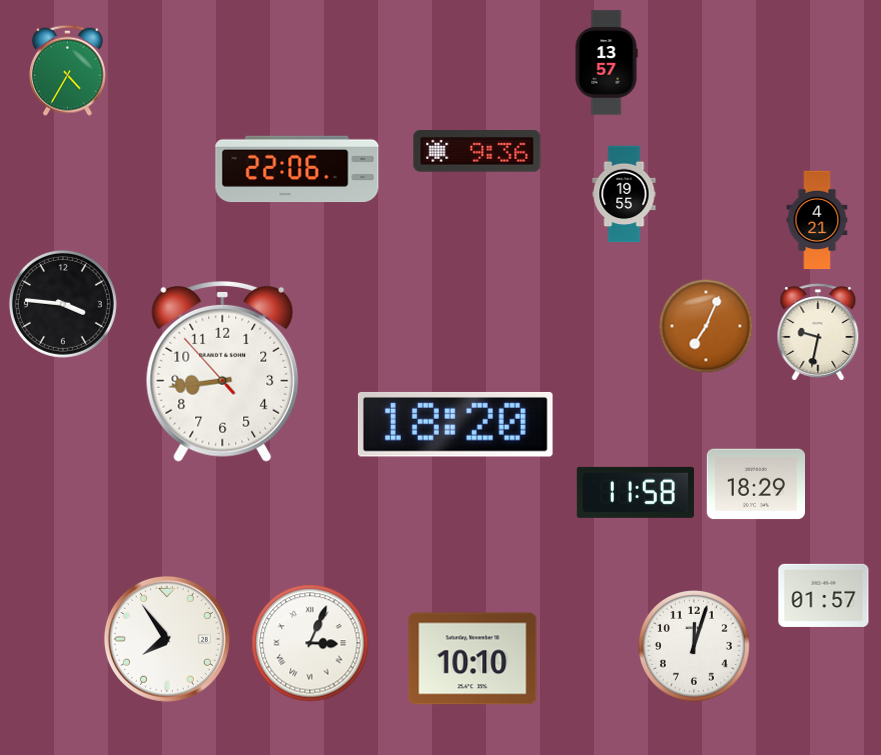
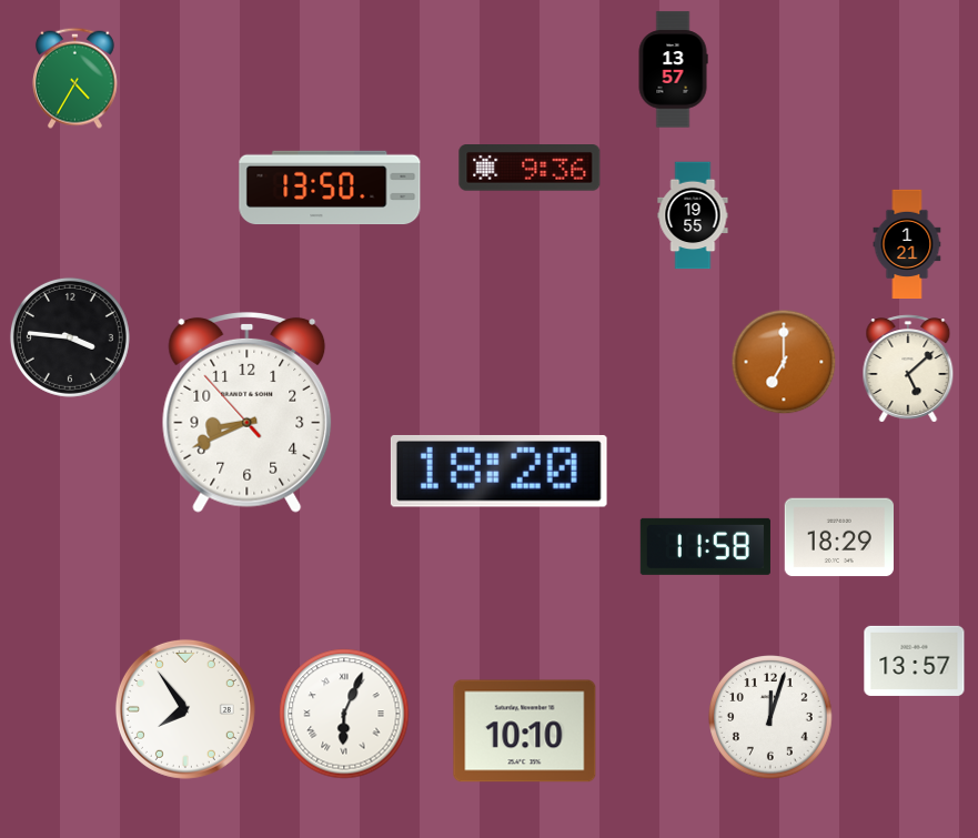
clock at (297, 169): 22:06 -> 13:50
clock at (817, 220): 4:21 -> 1:21
clock at (706, 326): 7:04 -> 7:00
clock at (818, 332): 9:32 -> 5:08
clock at (223, 371): 8:43 -> 8:40
clock at (455, 424) position: (455, 424) -> (498, 471)
clock at (824, 595): 01:57 -> 13:57
clock at (310, 643): 3:04 -> 6:04
